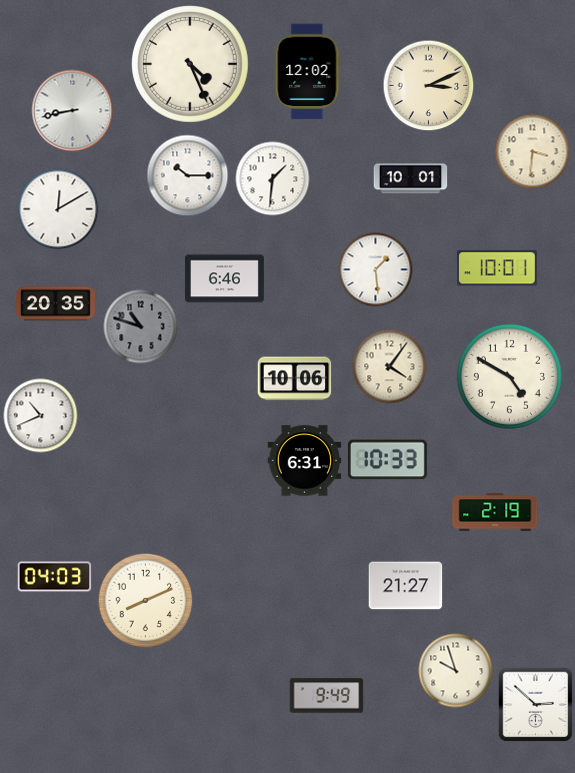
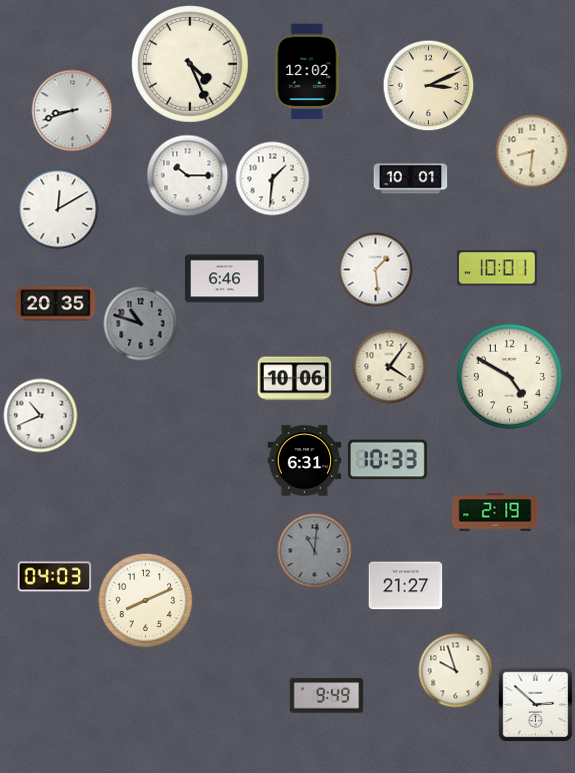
clock at (73, 111): 8:43 -> 8:42
clock at (533, 152): 3:31 -> 8:31
clock at (141, 327) position: (141, 327) -> (141, 324)
clock at (315, 551): none -> 11:01
